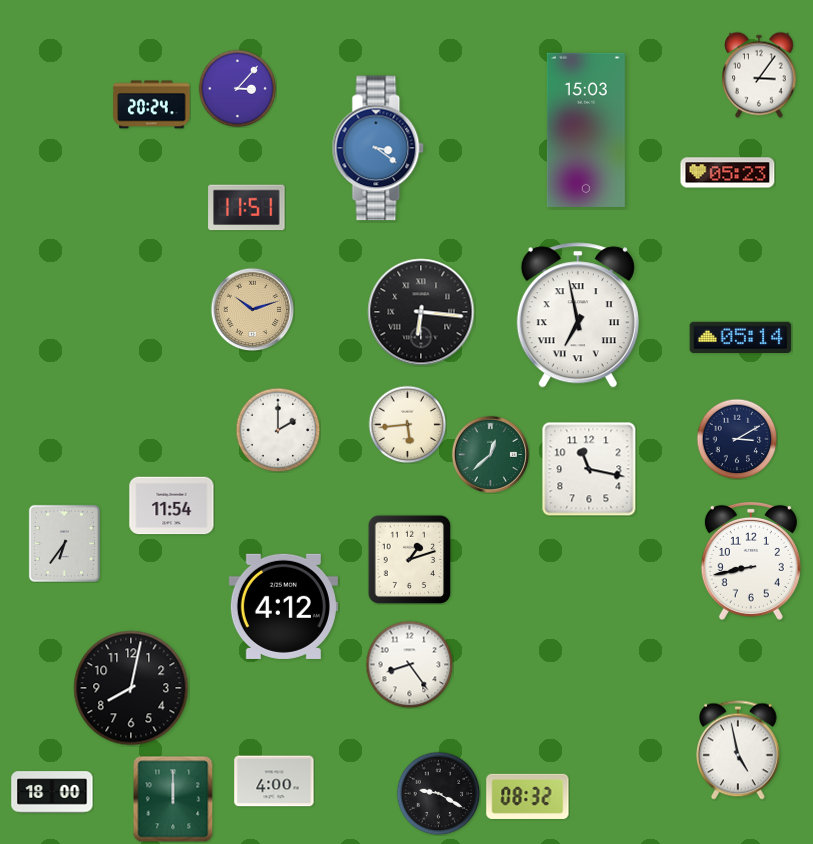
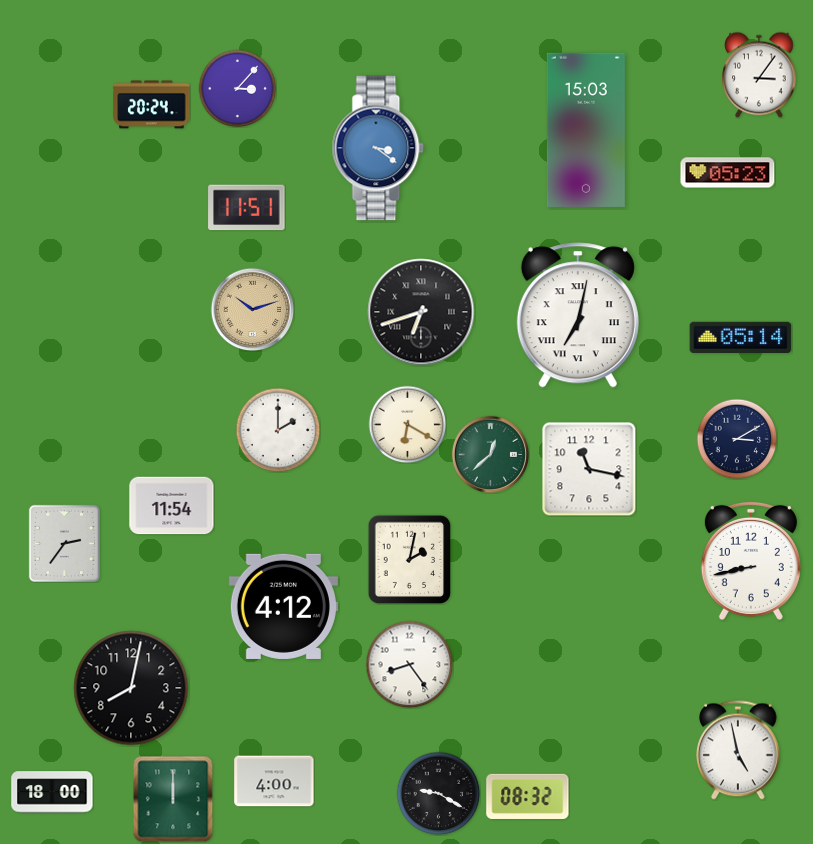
clock at (421, 312): 6:16 -> 6:42
clock at (578, 315): 6:58 -> 7:02
clock at (407, 424): 5:44 -> 6:20
clock at (64, 543): 6:36 -> 2:36
clock at (410, 559): 1:12 -> 2:02
